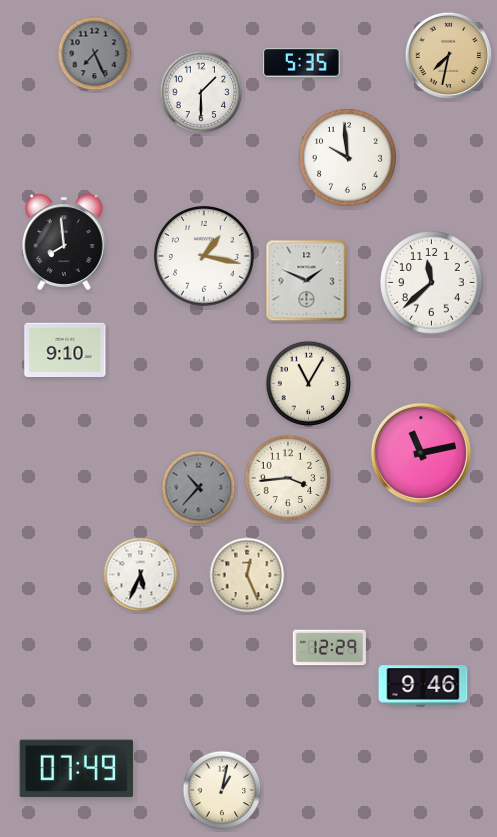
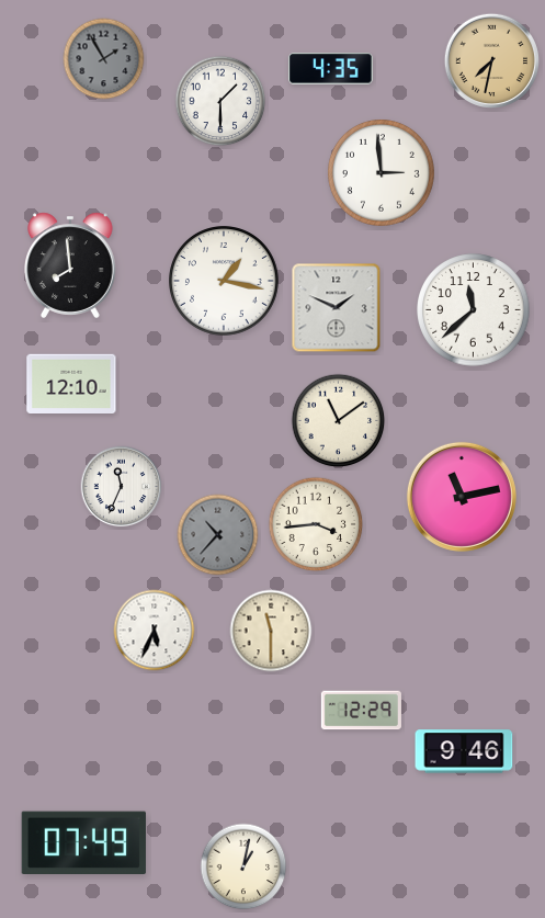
clock at (95, 54): 7:26 -> 1:55
clock at (302, 63): 5:35 -> 4:35
clock at (347, 157): 9:59 -> 2:59
clock at (65, 350): 9:10 -> 12:10
clock at (309, 384): 11:05 -> 11:09
clock at (122, 487): none -> 11:34
clock at (247, 575): 12:26 -> 11:30
